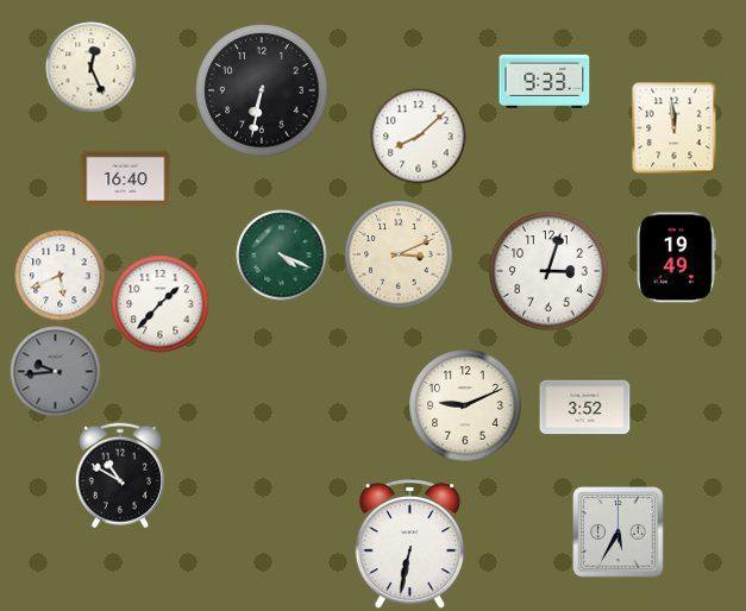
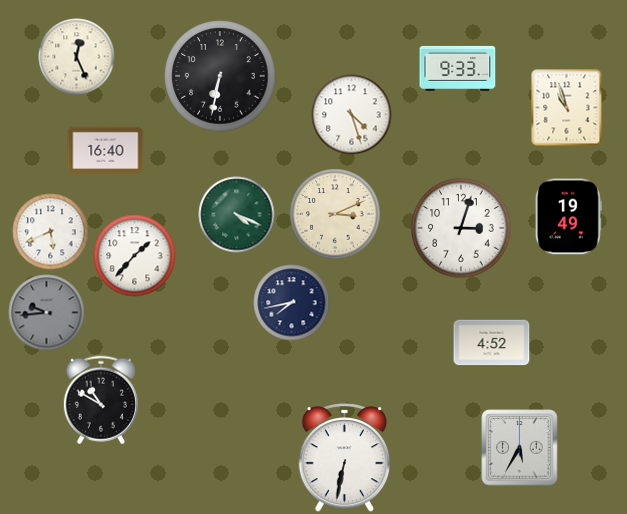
clock at (675, 128): 11:59 -> 10:57
clock at (419, 137): 8:08 -> 4:27
clock at (292, 303): none -> 7:43
clock at (465, 405): 9:11 -> none
clock at (585, 408): 3:52 -> 4:52
